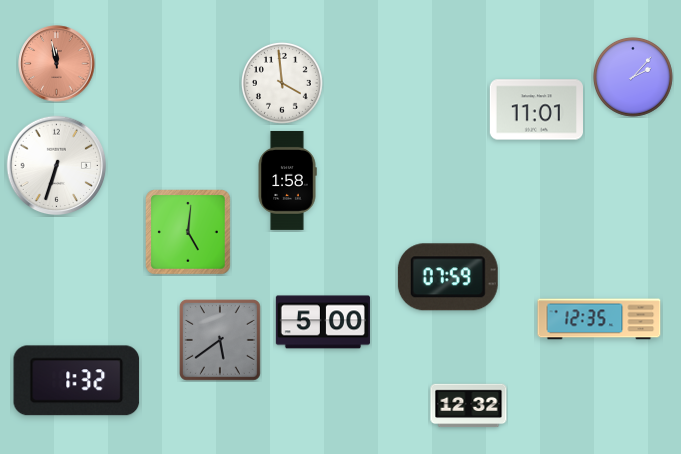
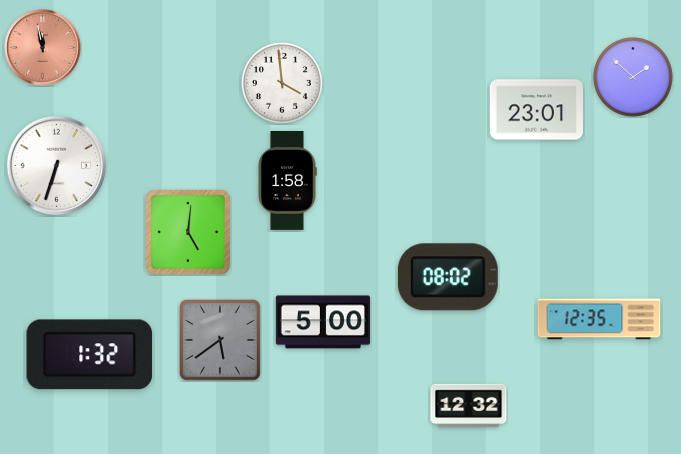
clock at (57, 64) position: (57, 64) -> (43, 48)
clock at (634, 78): 2:07 -> 1:52
clock at (536, 110): 11:01 -> 23:01
clock at (448, 277): 07:59 -> 08:02
clock at (77, 381) position: (77, 381) -> (90, 355)
